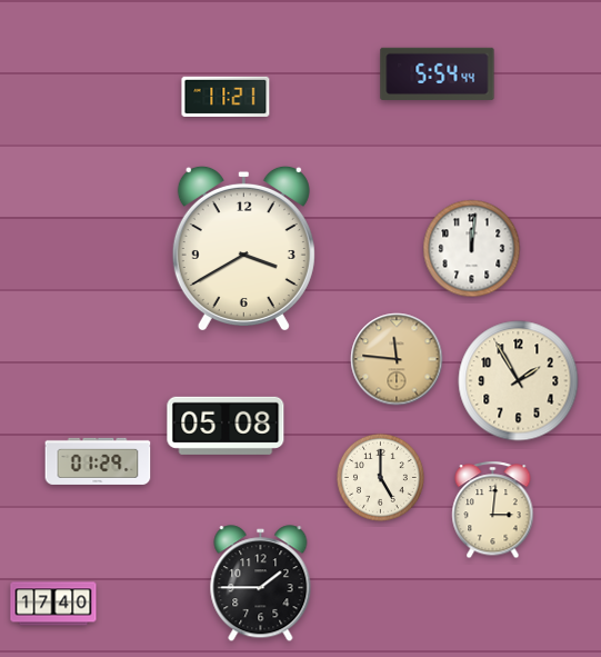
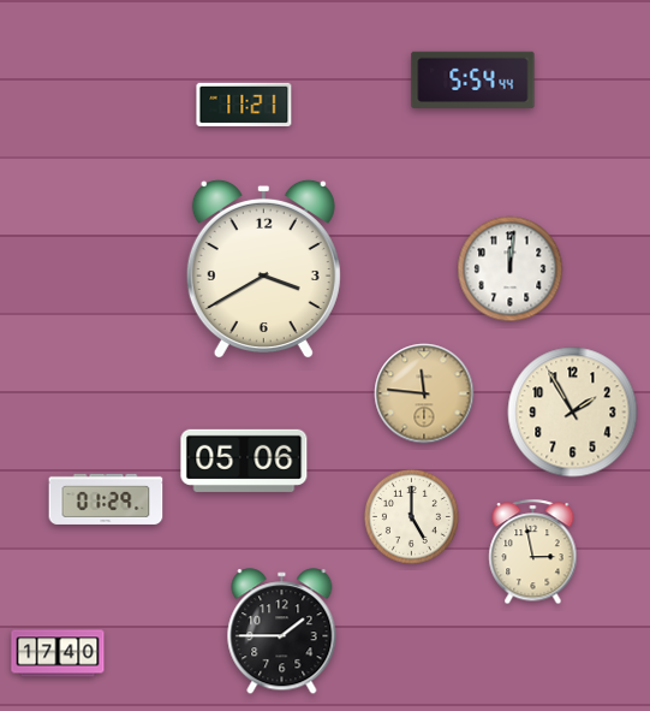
clock at (397, 359) position: (397, 359) -> (424, 393)
clock at (519, 381) position: (519, 381) -> (573, 413)
clock at (226, 426): 05:08 -> 05:06
clock at (493, 510): 3:01 -> 2:58
